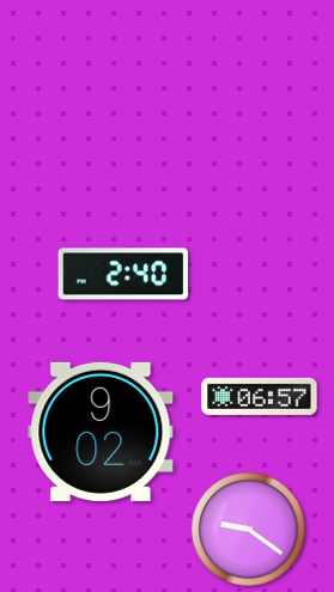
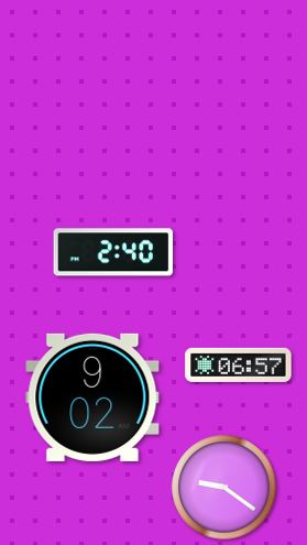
clock at (249, 530) position: (249, 530) -> (224, 488)
